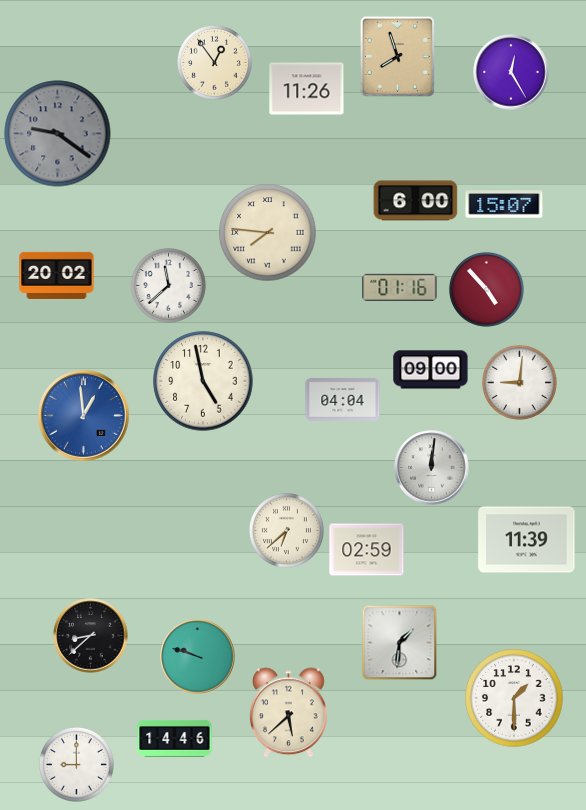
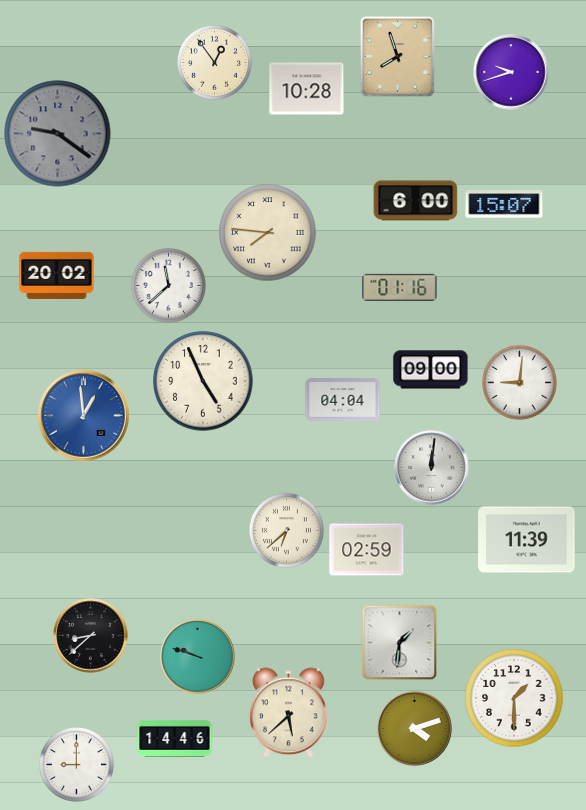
clock at (511, 72): 12:25 -> 9:42
clock at (307, 89): 11:26 -> 10:28
clock at (486, 289): 4:53 -> none
clock at (203, 381): 4:58 -> 4:56
clock at (415, 729): none -> 4:12
